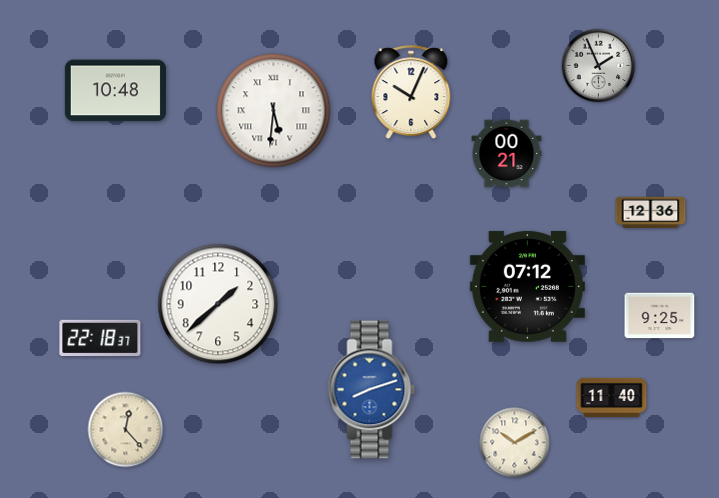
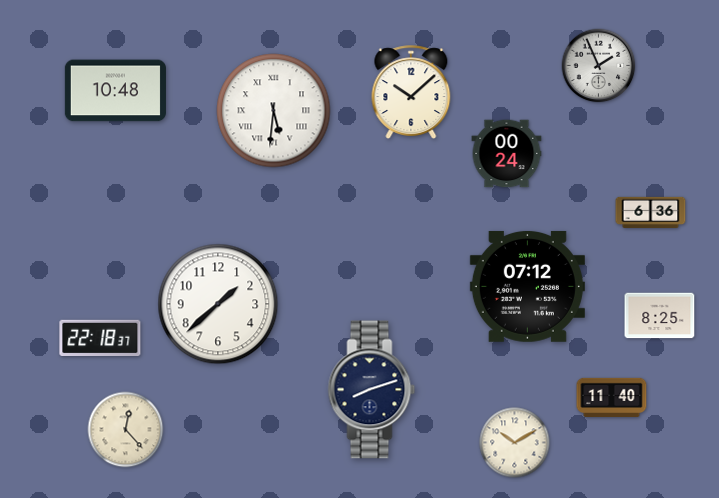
clock at (411, 92): 10:04 -> 10:08
clock at (507, 154): 00:21 -> 00:24
clock at (651, 212): 12:36 -> 6:36
clock at (660, 316): 9:25 -> 8:25
clock at (372, 390) dial: blue -> navy
